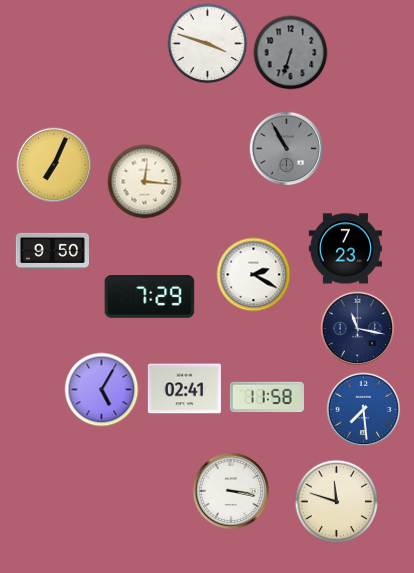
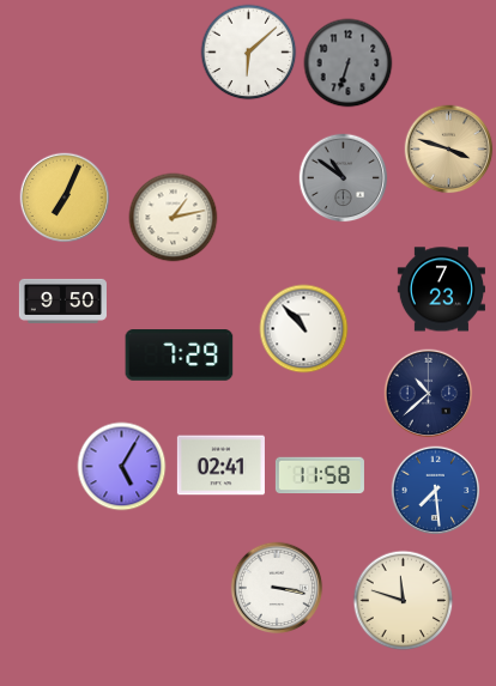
clock at (208, 44): 3:48 -> 6:08
clock at (449, 150): none -> 3:48
clock at (287, 149): 10:55 -> 10:51
clock at (145, 182): 12:16 -> 1:13
clock at (345, 249) position: (345, 249) -> (441, 290)
clock at (254, 275): 2:20 -> 10:53
clock at (358, 329): 11:17 -> 10:38
